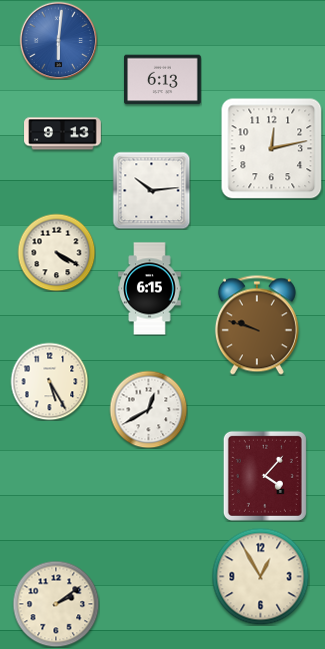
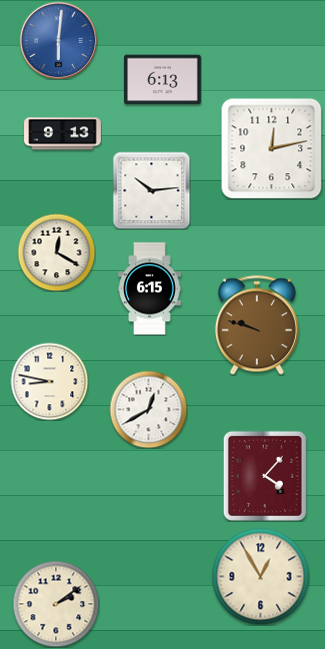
clock at (56, 252): 4:20 -> 12:20
clock at (49, 381): 5:25 -> 8:47
